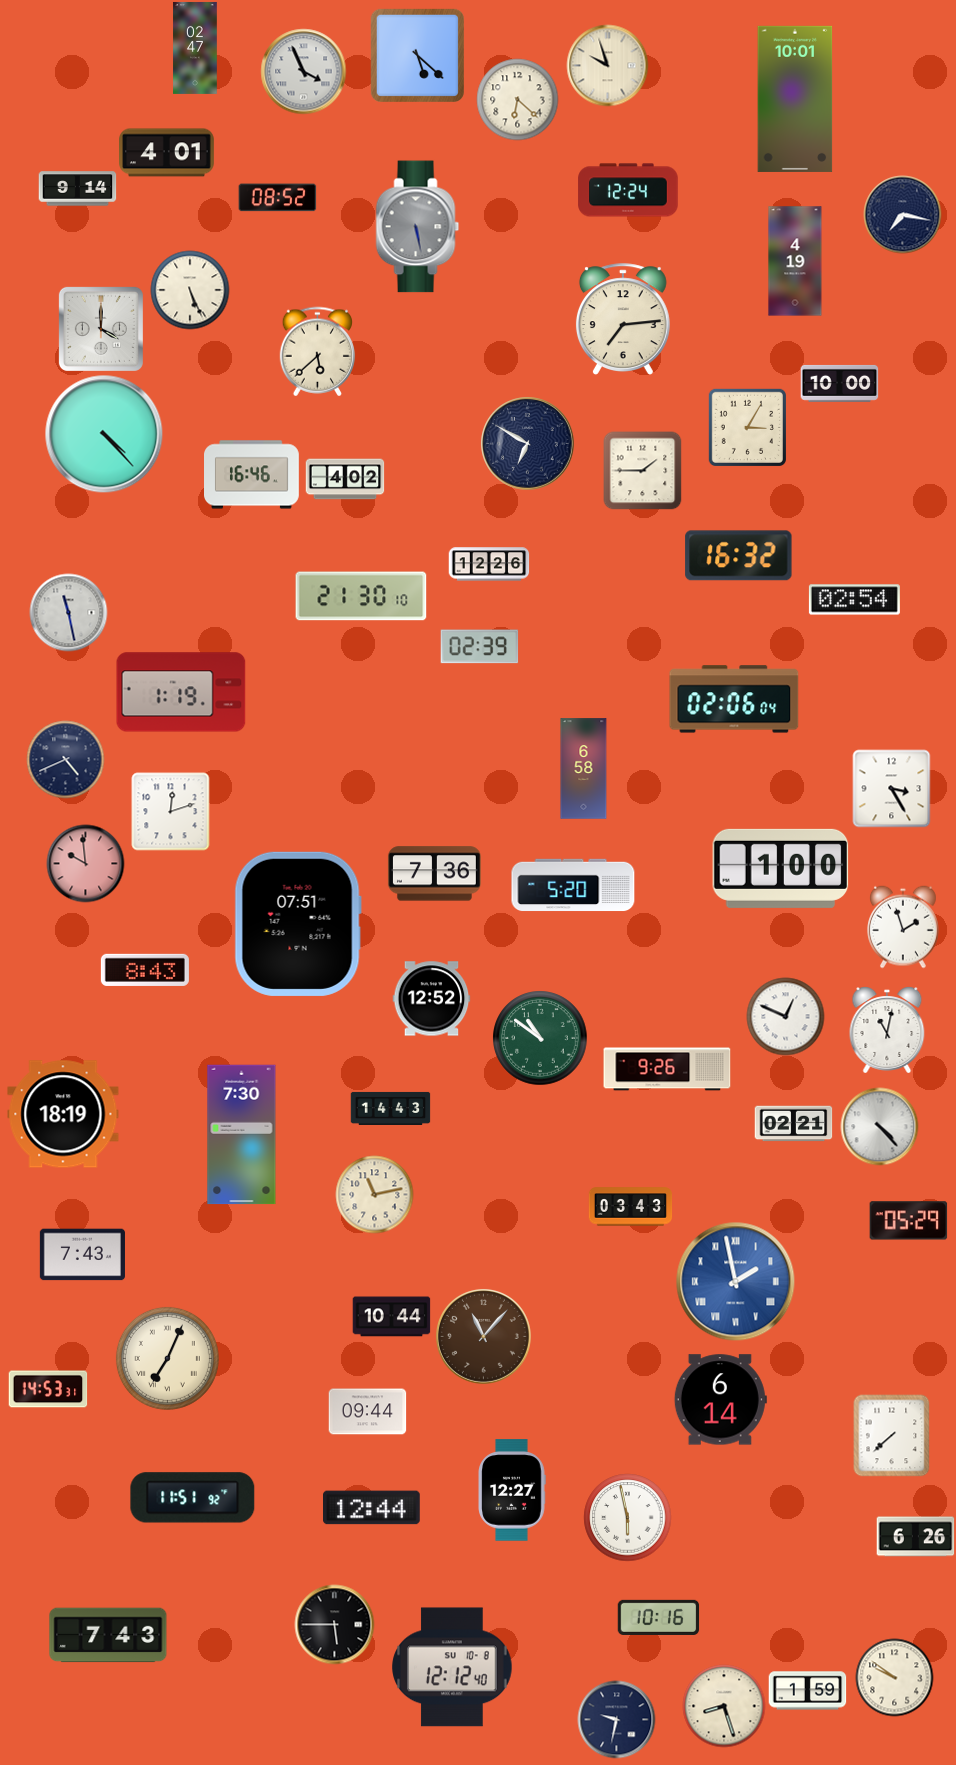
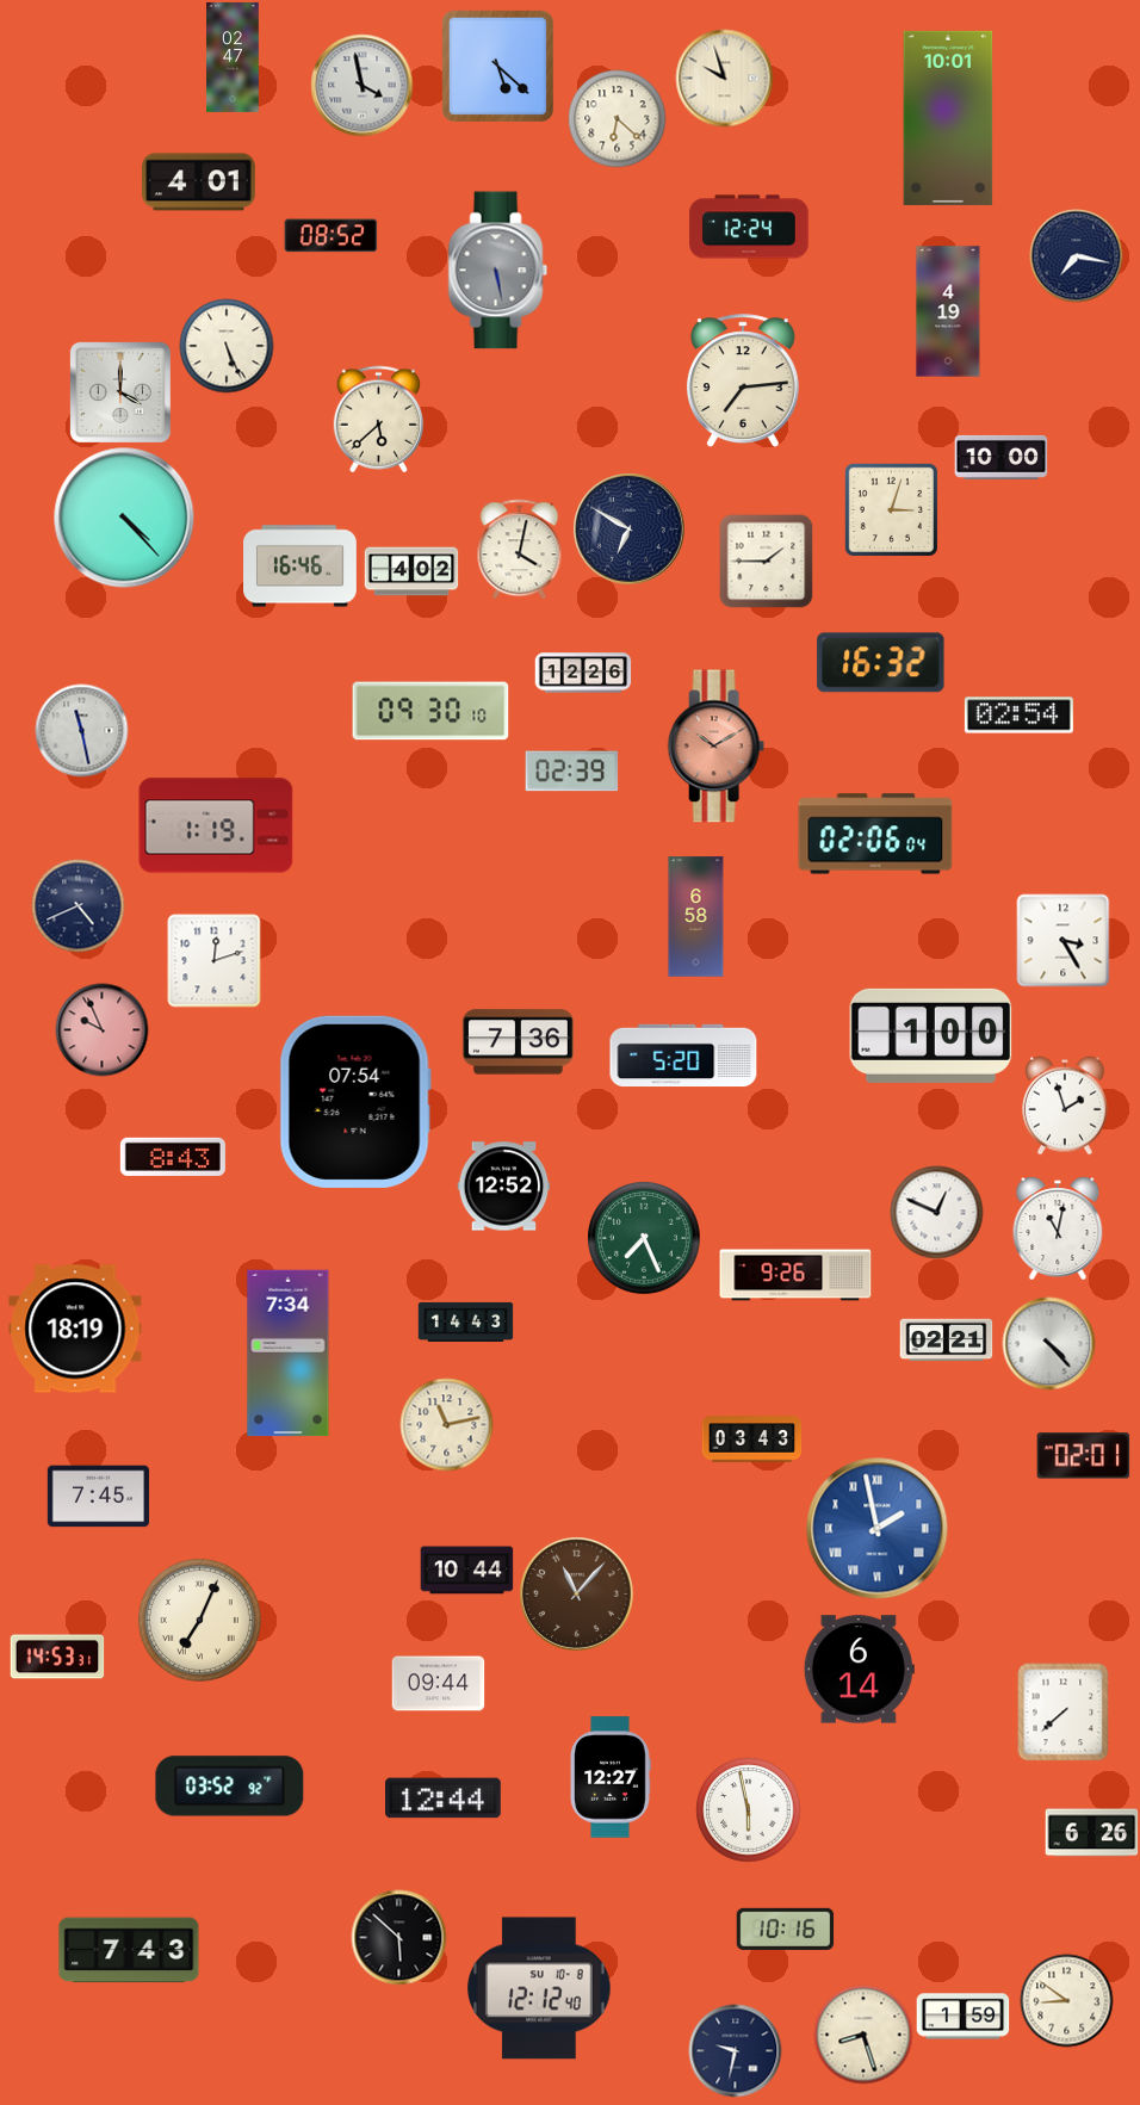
clock at (303, 71): 3:56 -> 3:58
clock at (77, 189): 9:14 -> none
clock at (747, 427): 3:05 -> 3:03
clock at (520, 549): none -> 4:02
clock at (361, 596): 21:30 -> 09:30
clock at (715, 747): none -> 10:10
clock at (170, 811) position: (170, 811) -> (213, 960)
clock at (85, 863): 9:59 -> 9:56
clock at (298, 924): 07:51 -> 07:54
clock at (904, 927) position: (904, 927) -> (1066, 1106)
clock at (431, 999) position: (431, 999) -> (503, 1187)
clock at (540, 1038): 10:51 -> 7:26
clock at (242, 1135): 7:30 -> 7:34
clock at (908, 1221): 05:29 -> 02:01
clock at (82, 1255): 7:43 -> 7:45
clock at (193, 1498): 11:51 -> 03:52
clock at (334, 1624): 5:45 -> 5:52
clock at (894, 1677): 9:51 -> 8:51
